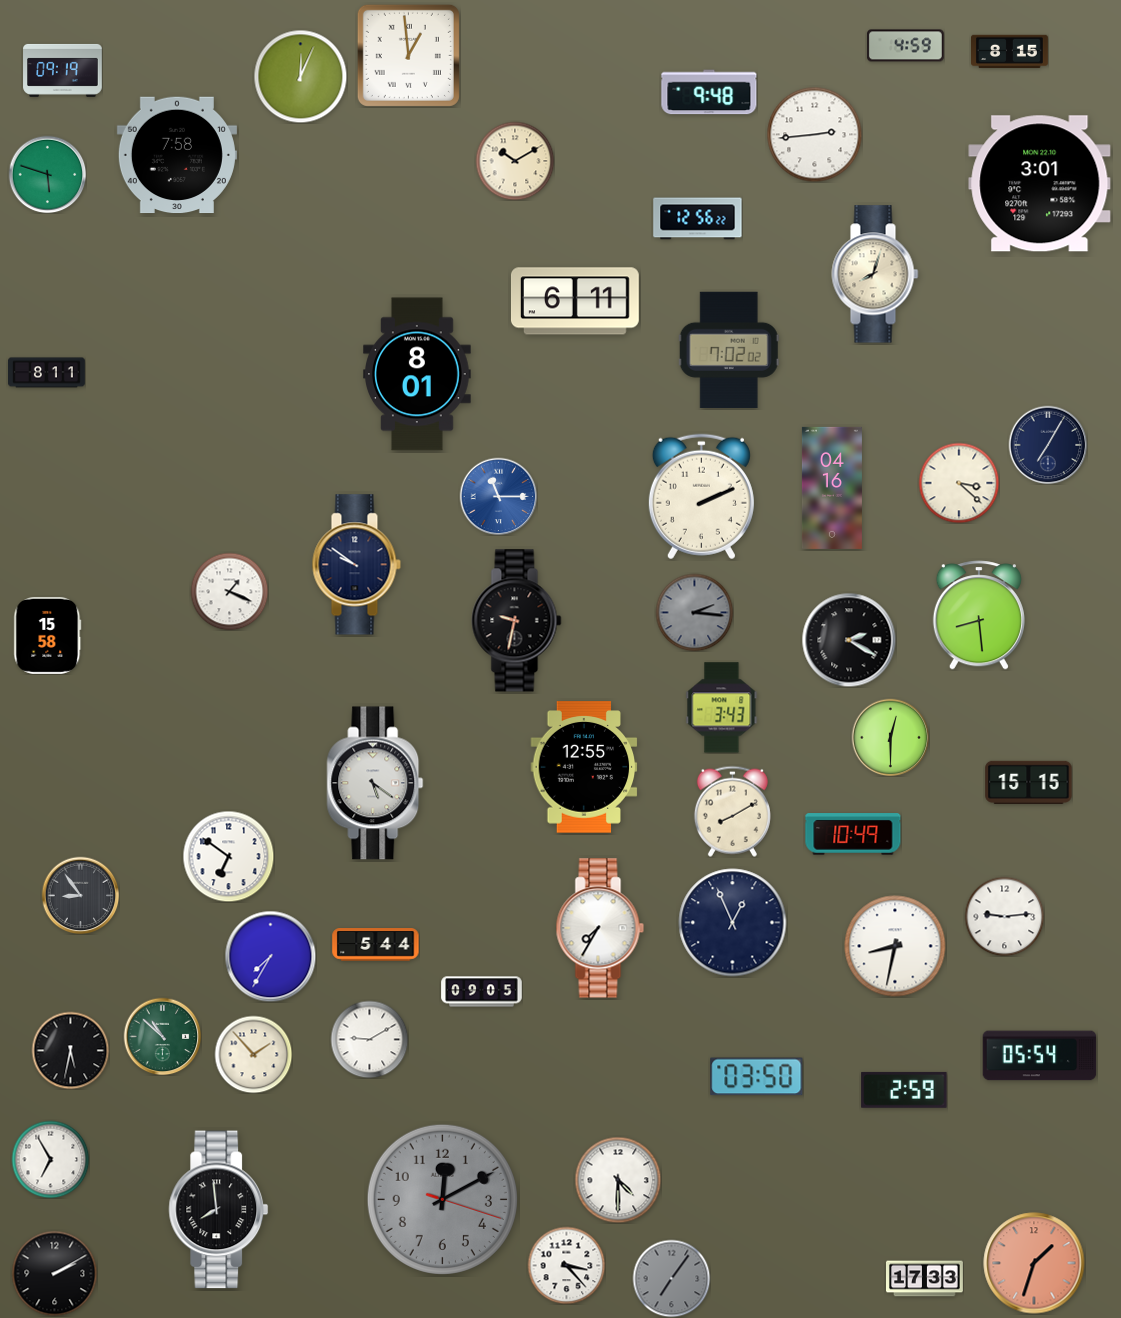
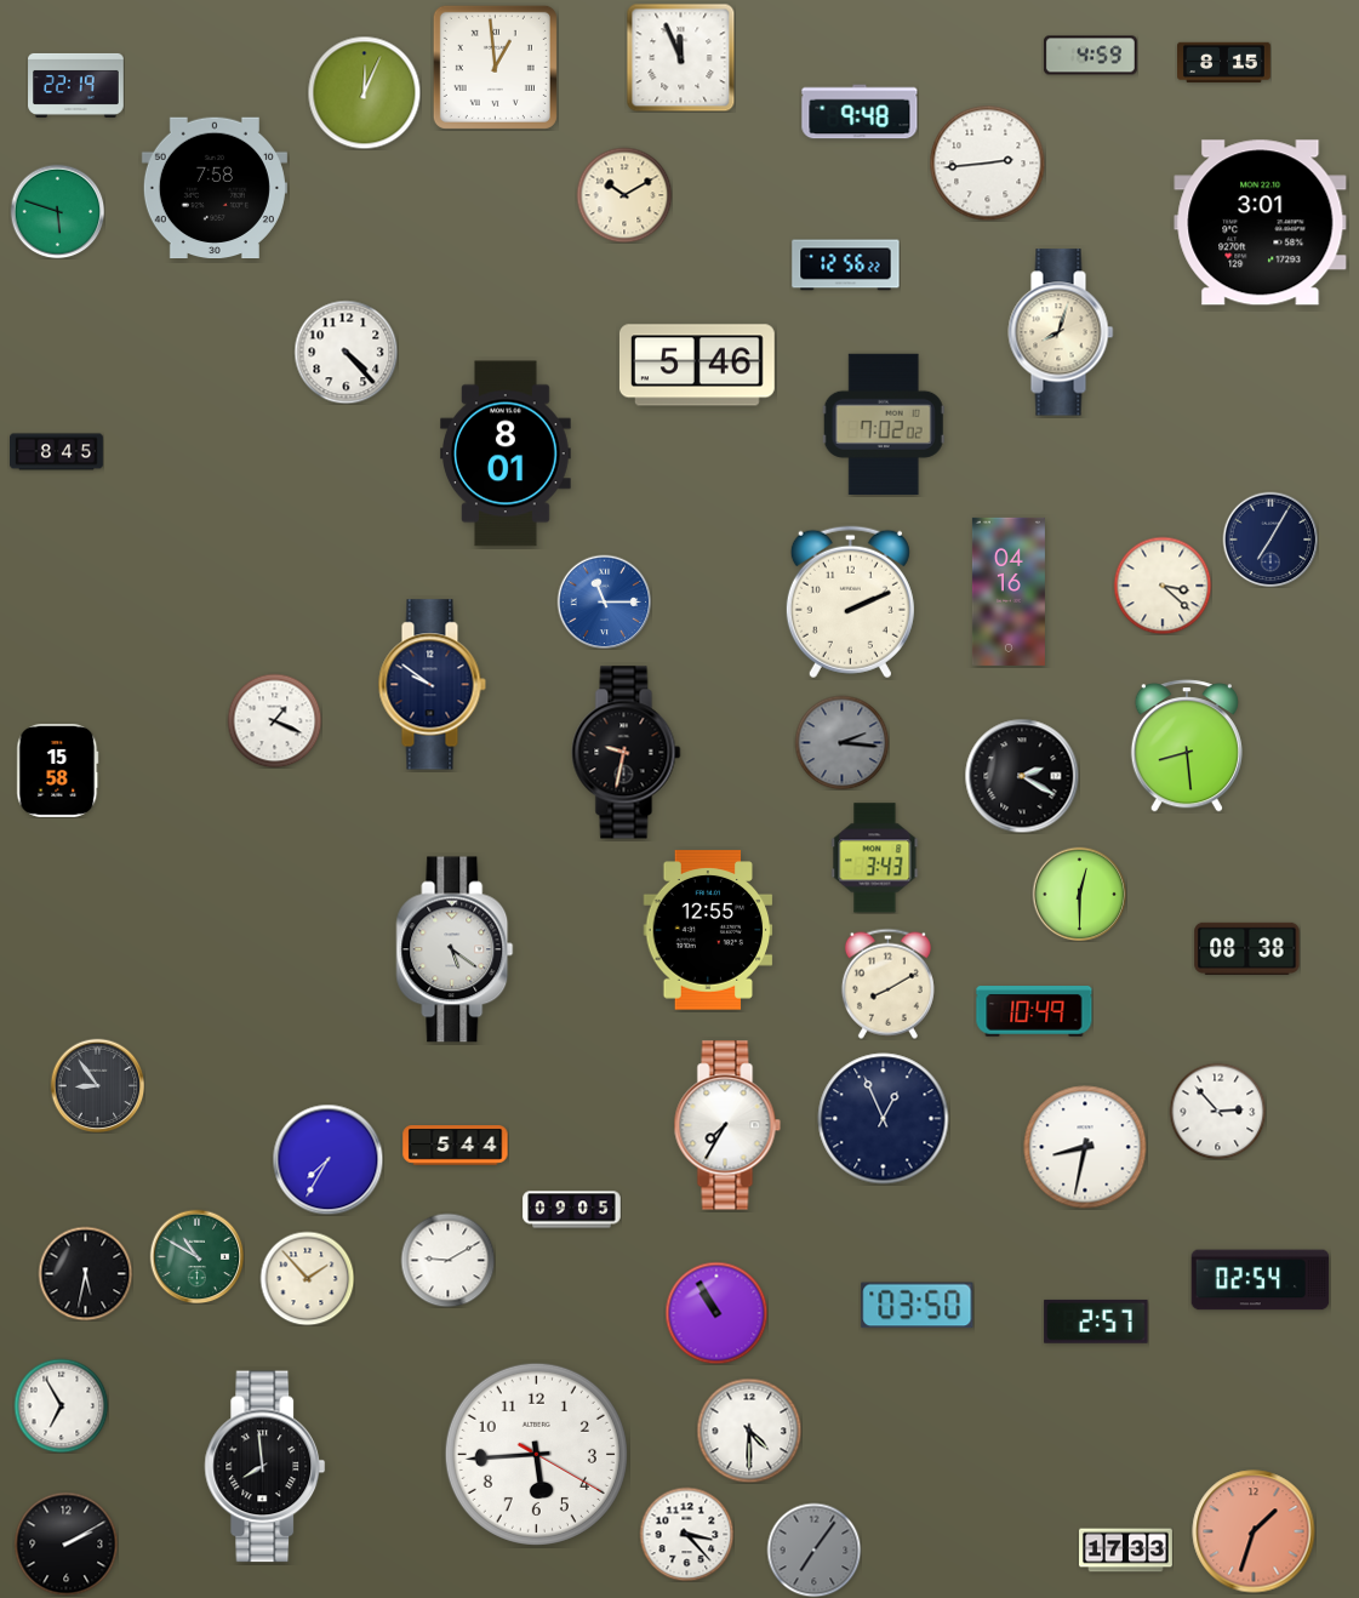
clock at (905, 46) position: (905, 46) -> (1090, 56)
clock at (680, 57): none -> 11:56
clock at (63, 70): 09:19 -> 22:19
clock at (346, 352): none -> 4:23
clock at (575, 301): 6:11 -> 5:46
clock at (47, 373): 8:11 -> 8:45
clock at (229, 591) position: (229, 591) -> (274, 720)
clock at (849, 640) position: (849, 640) -> (1022, 776)
clock at (1029, 782): 15:15 -> 08:38
clock at (228, 856): 6:51 -> none
clock at (1004, 916): 9:14 -> 2:53
clock at (733, 923) position: (733, 923) -> (884, 1119)
clock at (482, 992) position: (482, 992) -> (572, 1210)
clock at (162, 1036): 10:52 -> 10:50
clock at (1040, 1056): 05:54 -> 02:54
clock at (716, 1313): none -> 10:55
clock at (904, 1090): 2:59 -> 2:57
clock at (442, 1199): 12:10 -> 5:44
clock at (442, 1199) dial: grey -> white
clock at (925, 1279) position: (925, 1279) -> (1126, 1551)
